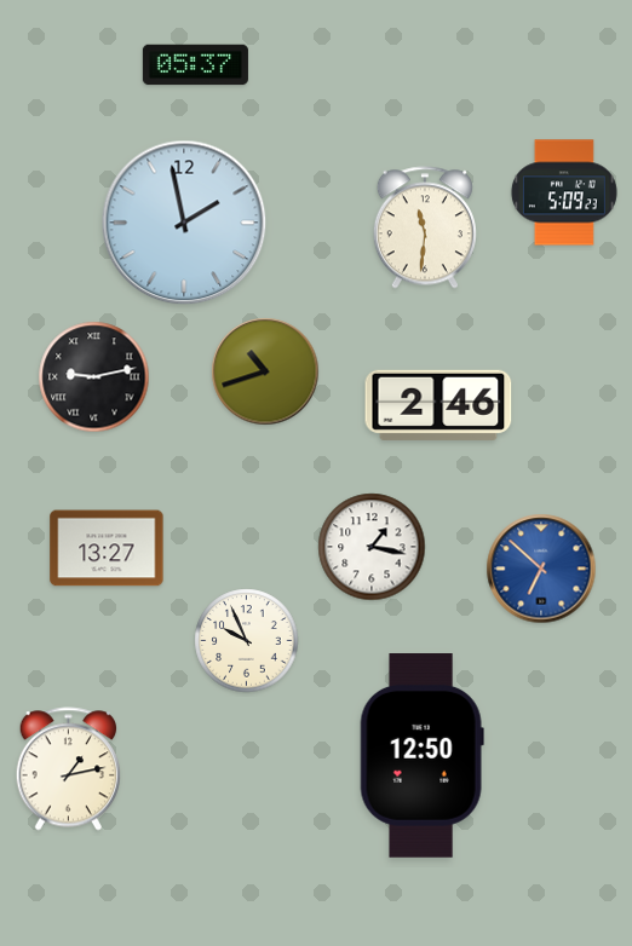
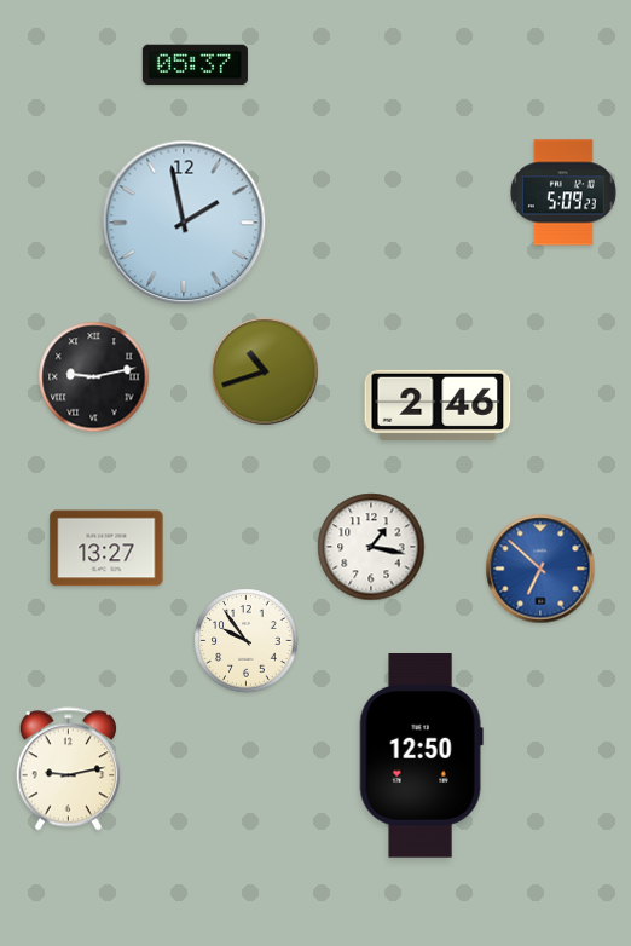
clock at (425, 227): 11:31 -> none
clock at (247, 641): 9:56 -> 9:54
clock at (68, 769): 1:13 -> 9:13
